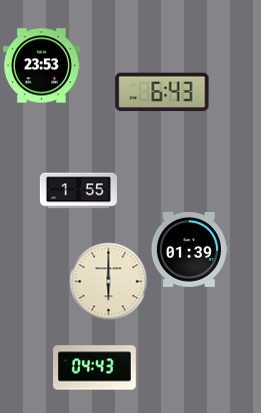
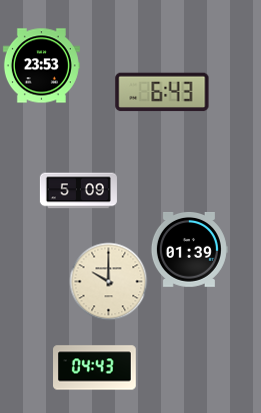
clock at (78, 191): 1:55 -> 5:09
clock at (108, 281): 6:00 -> 10:00
